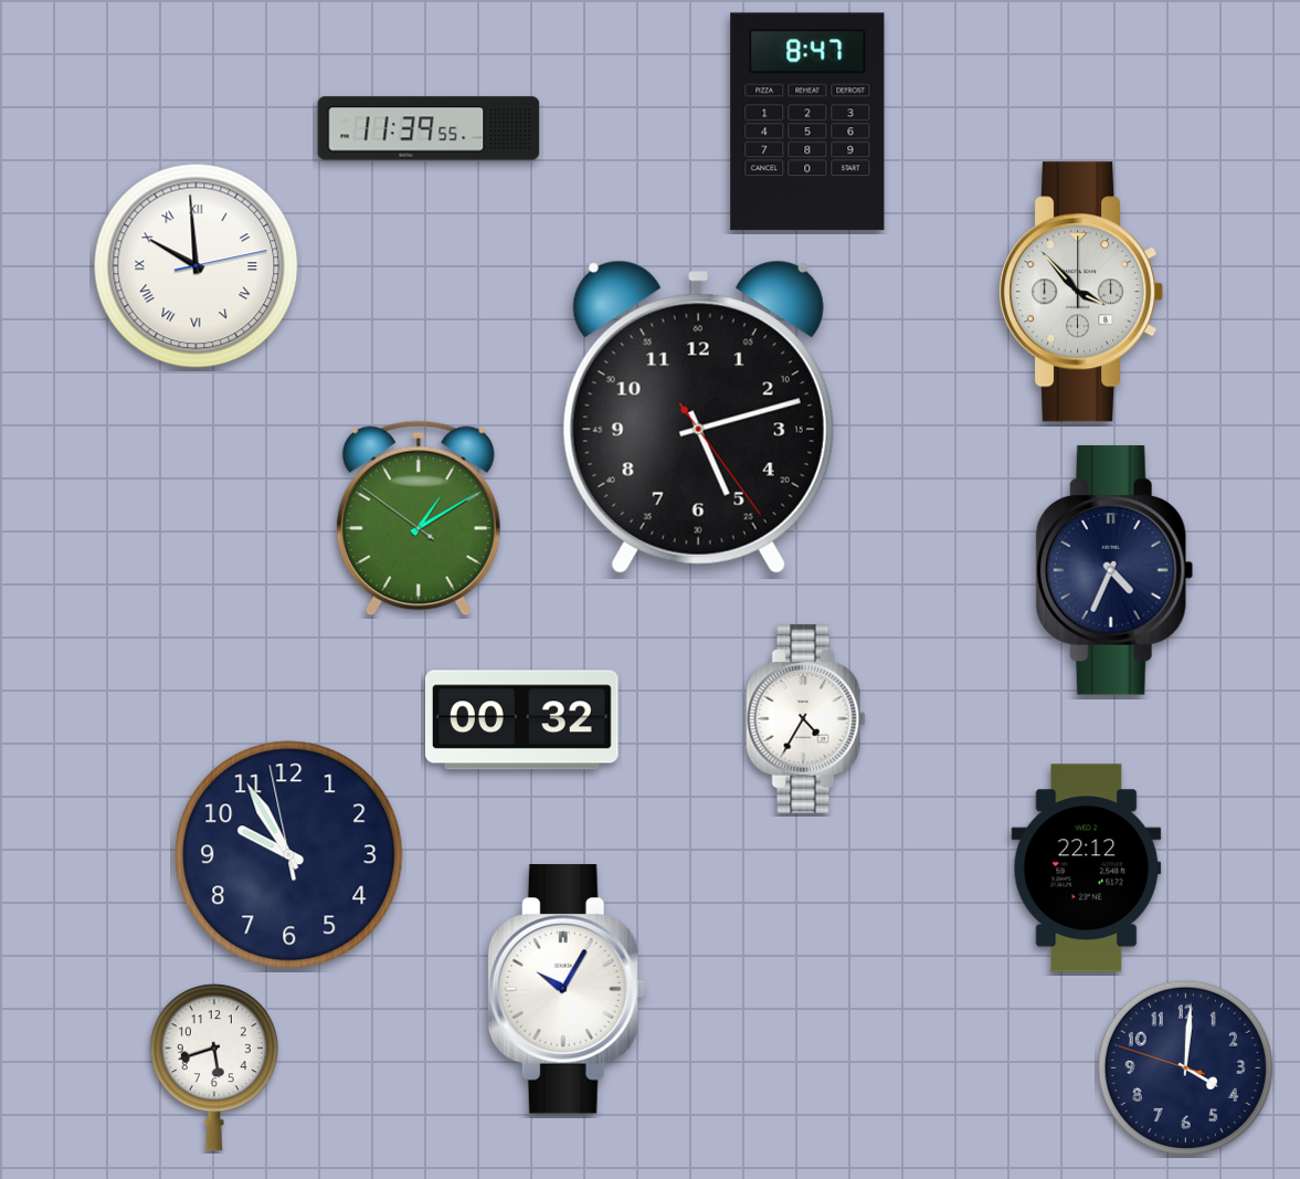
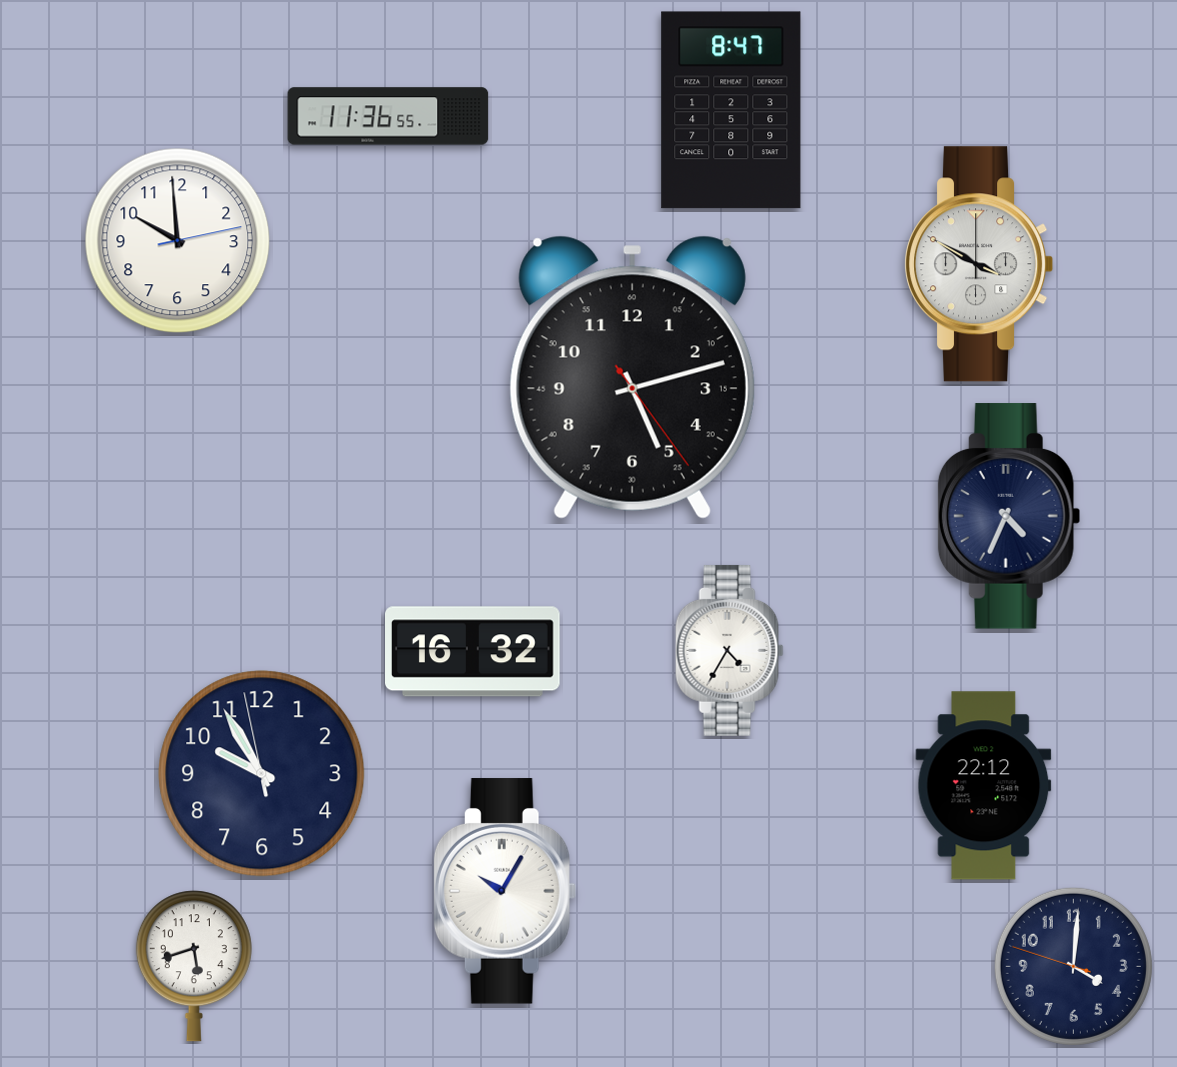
clock at (429, 128): 11:39 -> 11:36
clock at (197, 266) numerals: Roman -> Arabic
clock at (1081, 292): 3:53 -> 3:50
clock at (419, 518): 1:09 -> none
clock at (522, 720): 00:32 -> 16:32
clock at (567, 989) position: (567, 989) -> (505, 891)
